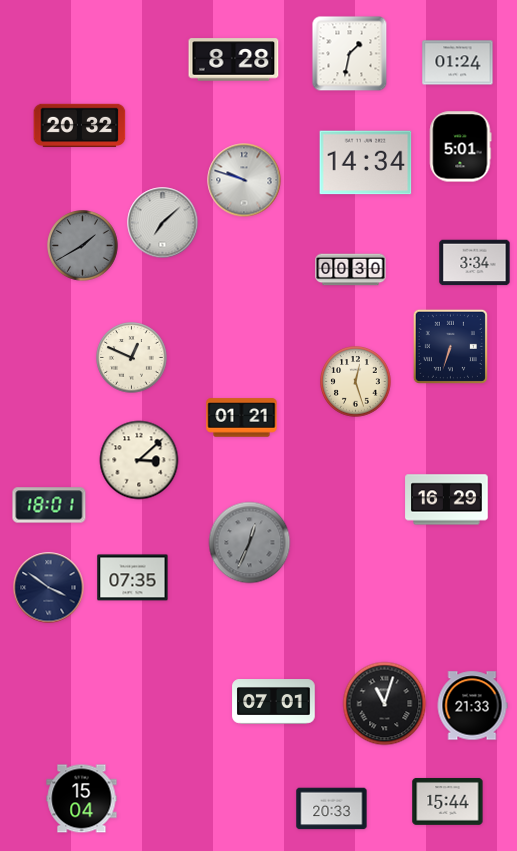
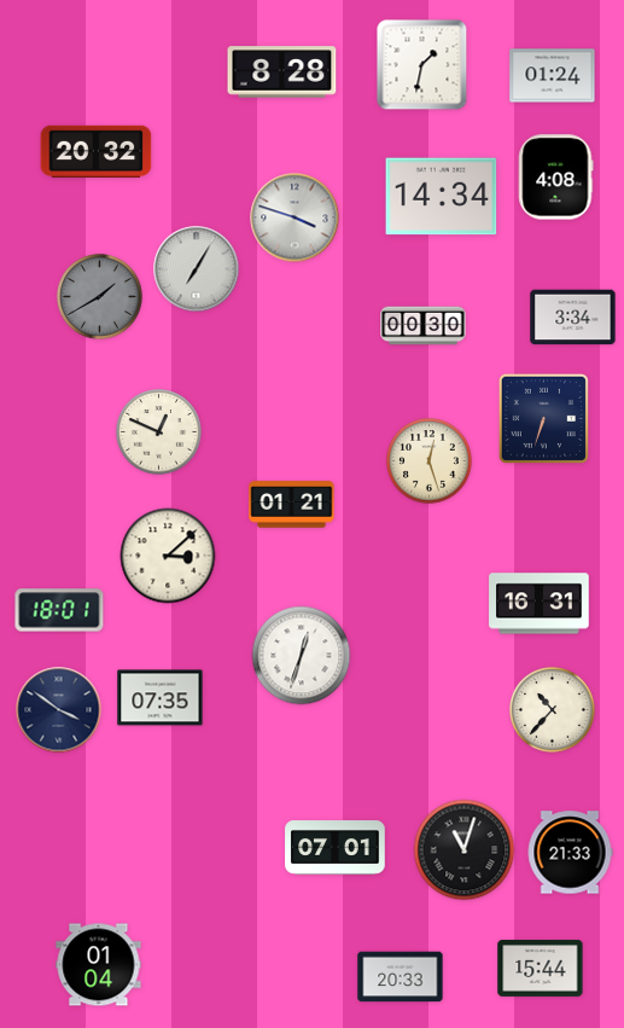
clock at (461, 147): 5:01 -> 4:08
clock at (244, 180): 9:48 -> 3:48
clock at (163, 223): 7:08 -> 7:05
clock at (447, 500): 16:29 -> 16:31
clock at (250, 543): 12:34 -> 12:33
clock at (250, 543) dial: grey -> white
clock at (553, 710): none -> 10:37
clock at (274, 702) position: (274, 702) -> (336, 848)
clock at (82, 799): 15:04 -> 01:04
